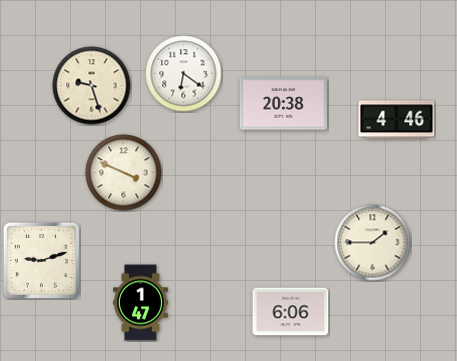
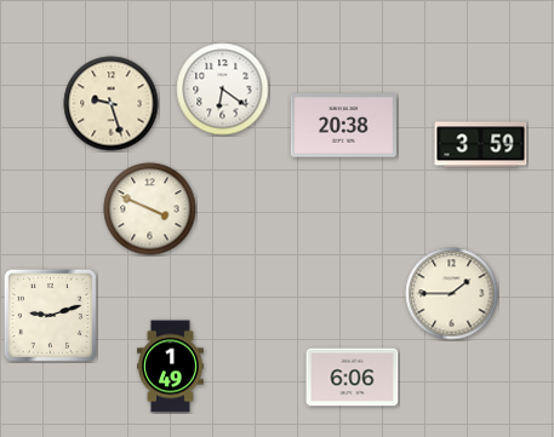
clock at (397, 120): 4:46 -> 3:59
clock at (141, 303): 1:47 -> 1:49
